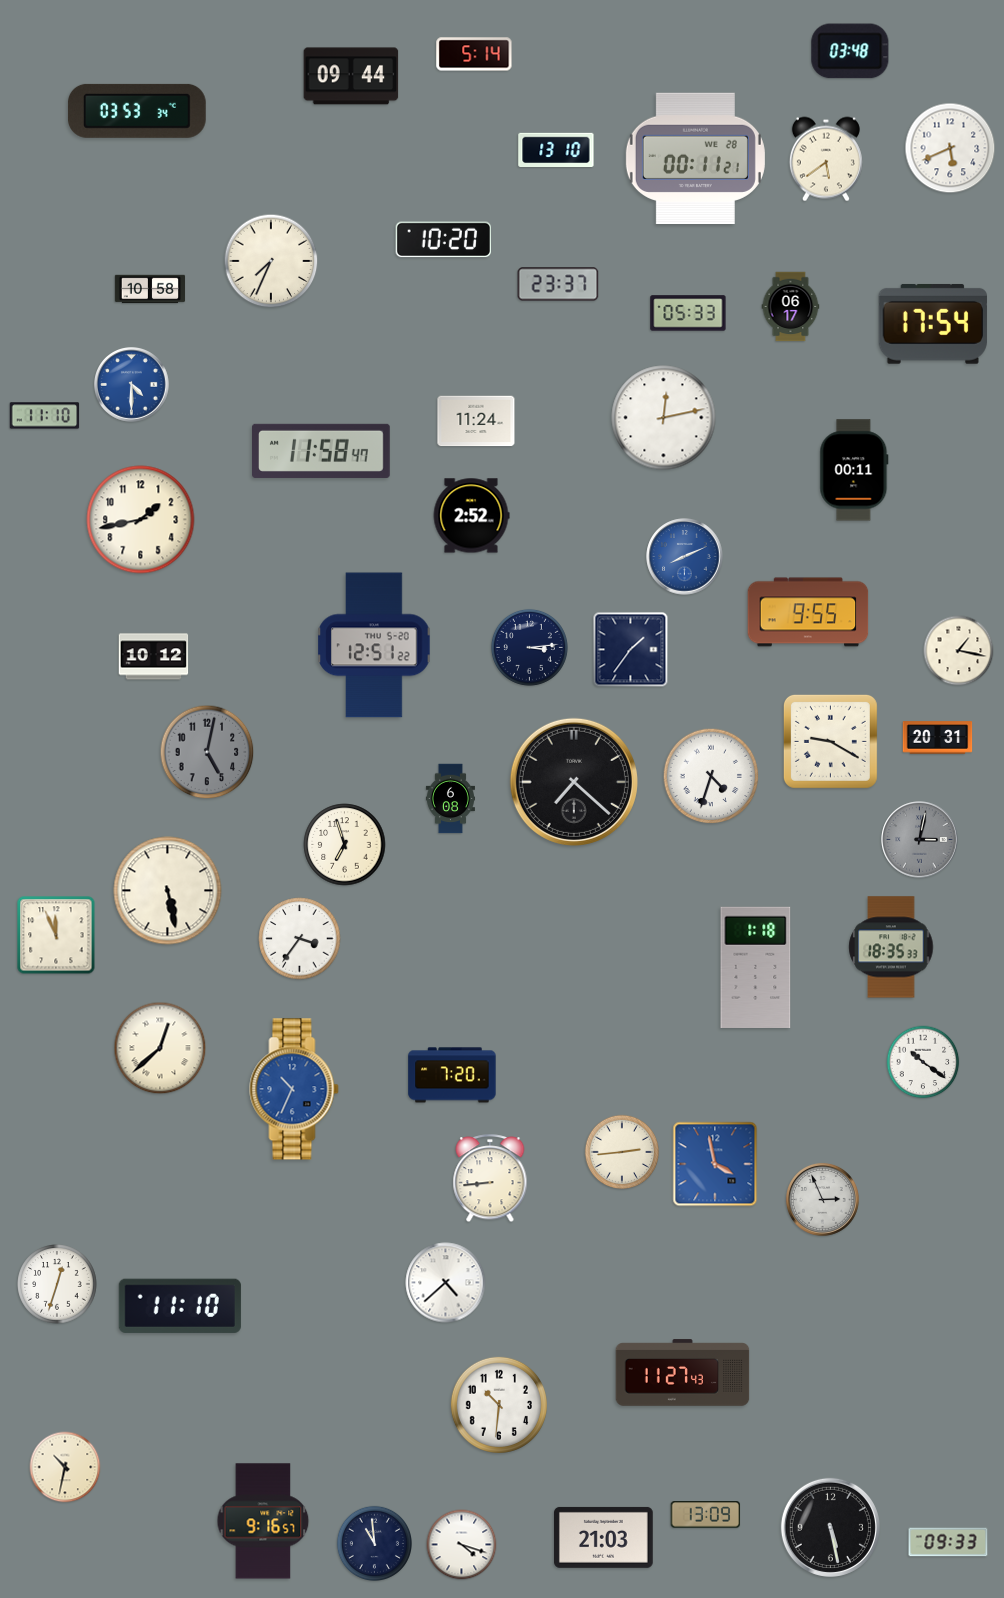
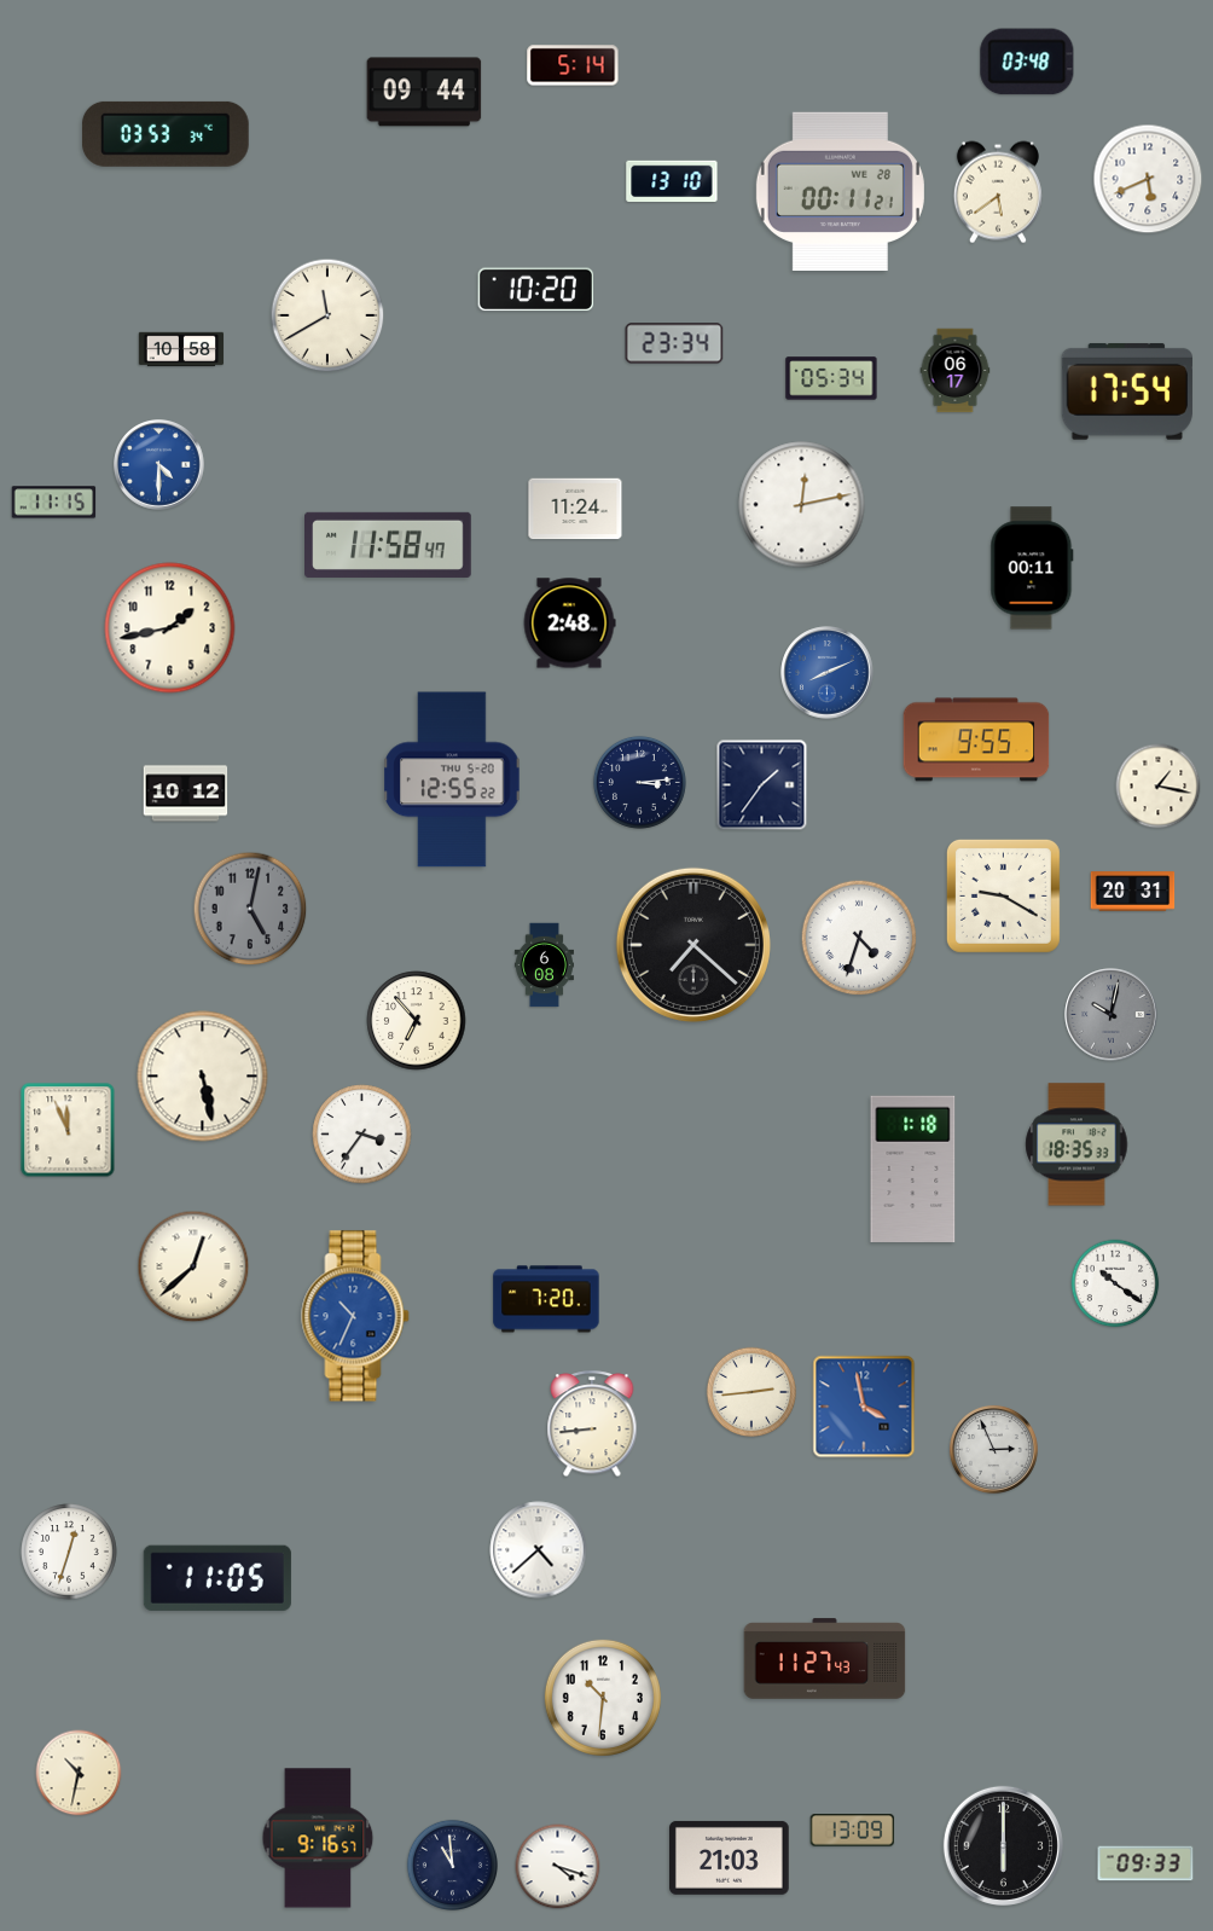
clock at (271, 261): 7:34 -> 11:40
clock at (558, 284): 23:37 -> 23:34
clock at (688, 313): 05:33 -> 05:34
clock at (45, 416): 11:10 -> 11:15
clock at (471, 516): 2:52 -> 2:48
clock at (374, 645): 12:51 -> 12:55
clock at (920, 840): 3:02 -> 10:02
clock at (345, 845): 6:57 -> 6:53
clock at (180, 1306): 11:10 -> 11:05
clock at (830, 1527): 5:28 -> 6:00
